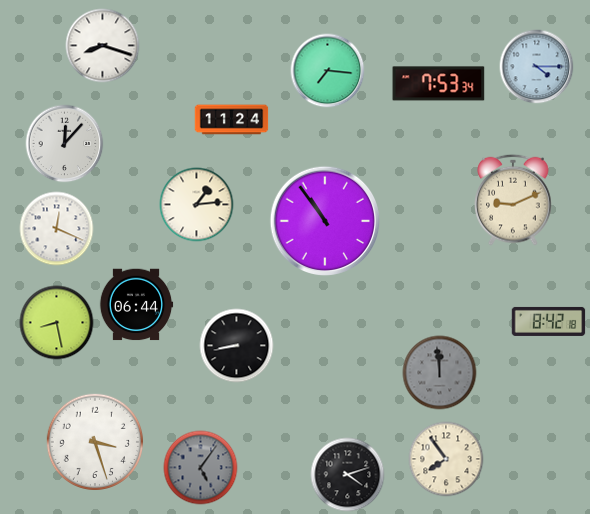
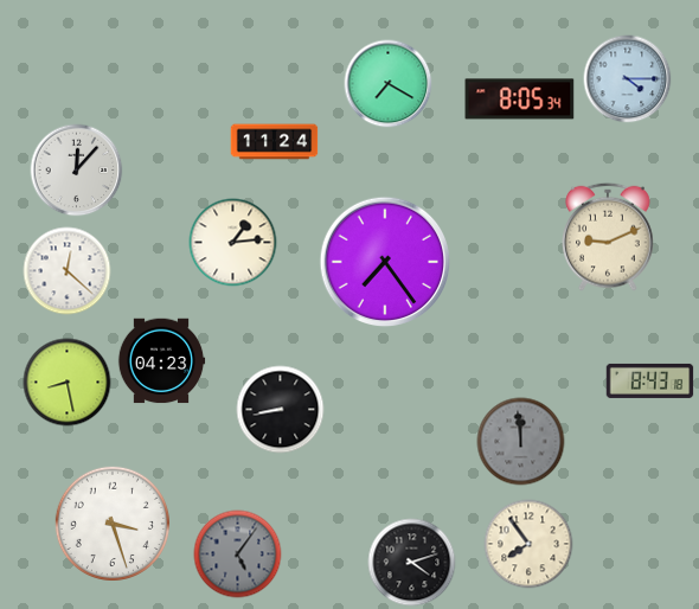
clock at (103, 46): 8:18 -> none
clock at (537, 67) position: (537, 67) -> (628, 79)
clock at (328, 71): 7:16 -> 7:20
clock at (439, 84): 7:53 -> 8:05
clock at (325, 221): 10:54 -> 7:24
clock at (57, 229): 12:19 -> 12:22
clock at (136, 305): 06:44 -> 04:23
clock at (549, 321): 8:42 -> 8:43
